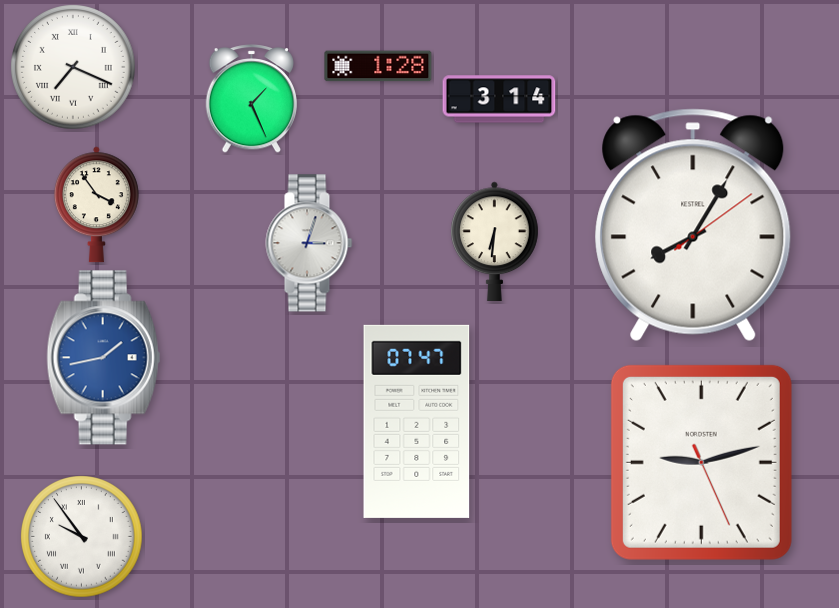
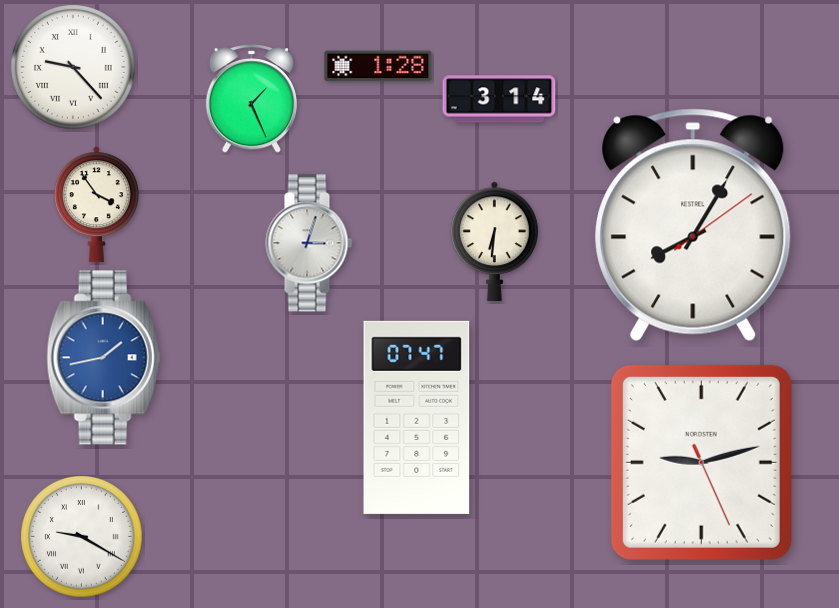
clock at (74, 68): 7:19 -> 9:23
clock at (417, 421) position: (417, 421) -> (417, 417)
clock at (82, 537): 9:54 -> 9:20
